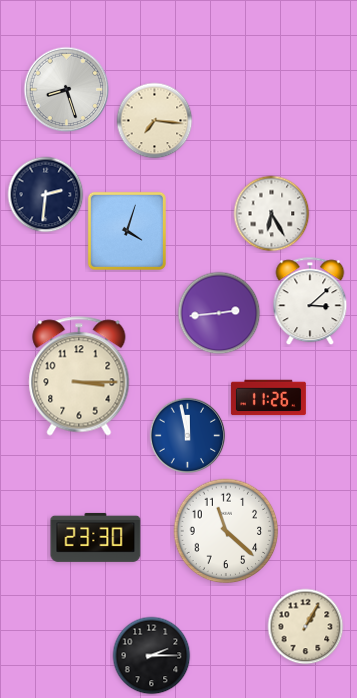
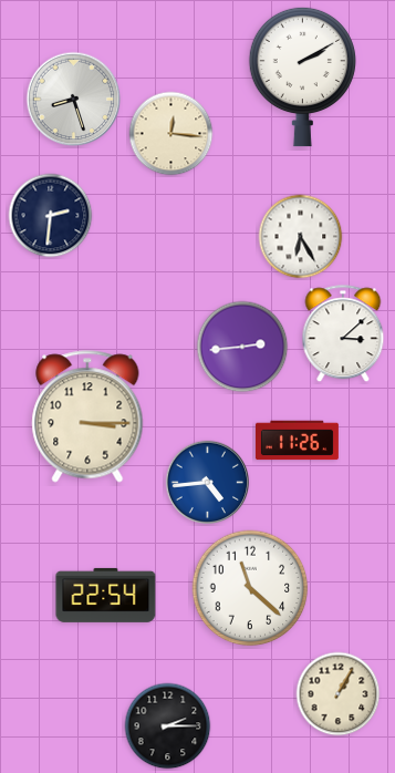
clock at (302, 76): none -> 2:10
clock at (155, 121): 7:16 -> 12:16
clock at (127, 231): 4:03 -> none
clock at (188, 436): 11:58 -> 4:44
clock at (96, 537): 23:30 -> 22:54
